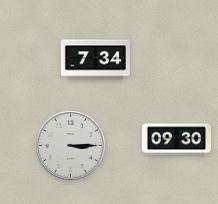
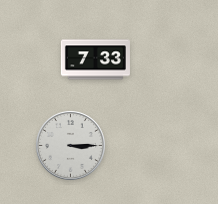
clock at (95, 60): 7:34 -> 7:33
clock at (176, 140): 09:30 -> none
